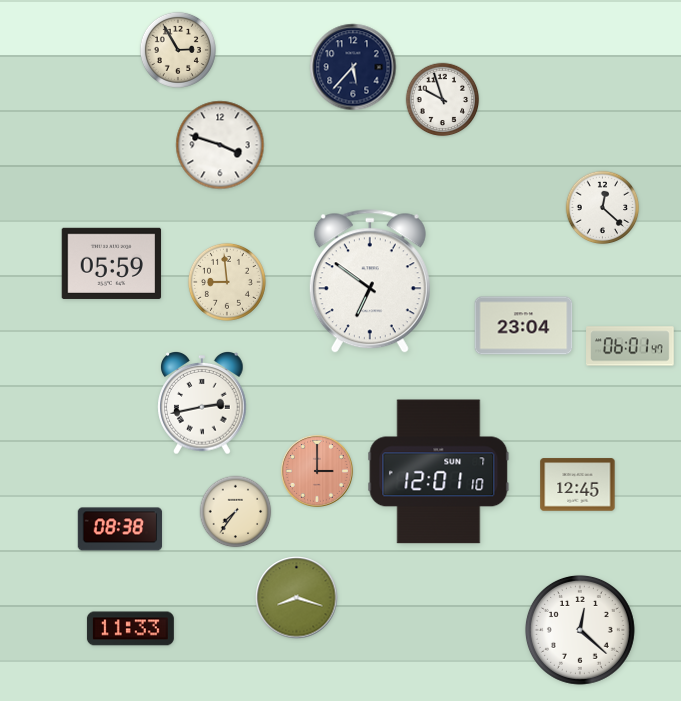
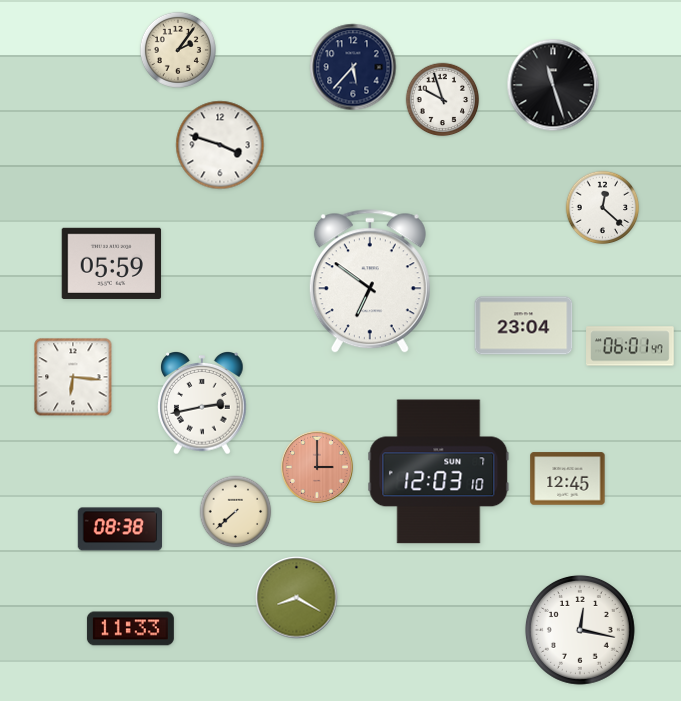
clock at (178, 50): 2:55 -> 2:06
clock at (553, 85): none -> 11:27
clock at (227, 282): 8:59 -> none
clock at (73, 377): none -> 6:16
clock at (317, 471) position: (317, 471) -> (317, 467)
clock at (439, 472): 12:01 -> 12:03
clock at (578, 485) position: (578, 485) -> (568, 479)
clock at (236, 512): 7:36 -> 7:38
clock at (297, 598): 8:18 -> 8:20
clock at (580, 630): 12:22 -> 12:17
